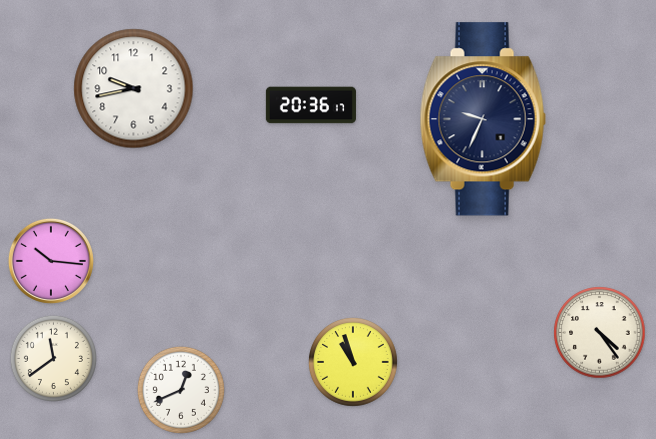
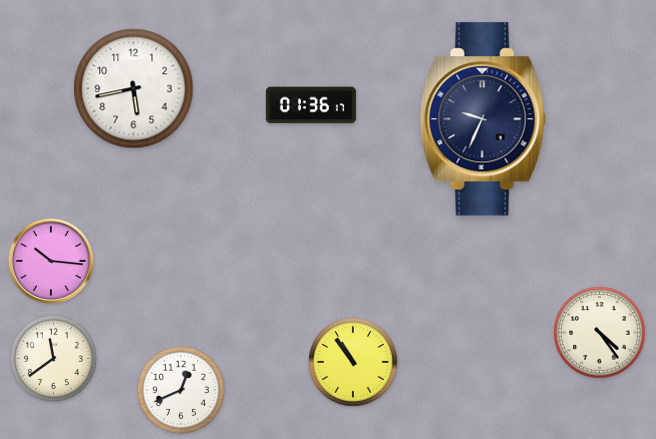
clock at (134, 89): 9:43 -> 5:43
clock at (311, 105): 20:36 -> 01:36
clock at (354, 363): 10:57 -> 10:54
